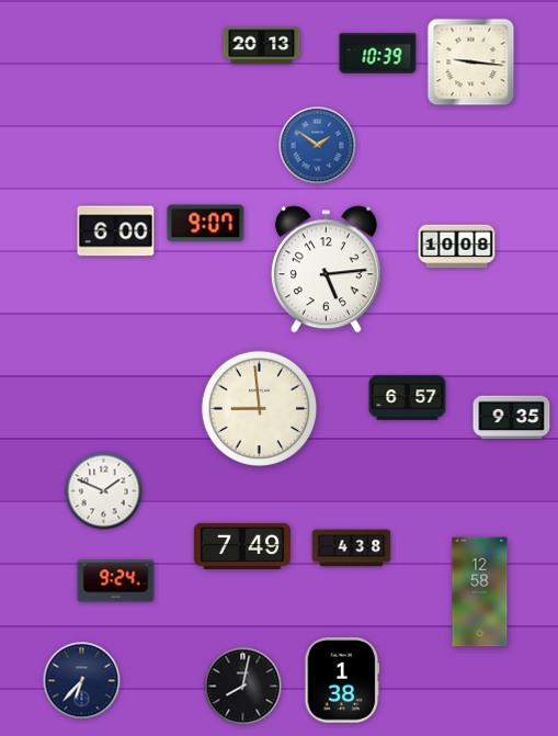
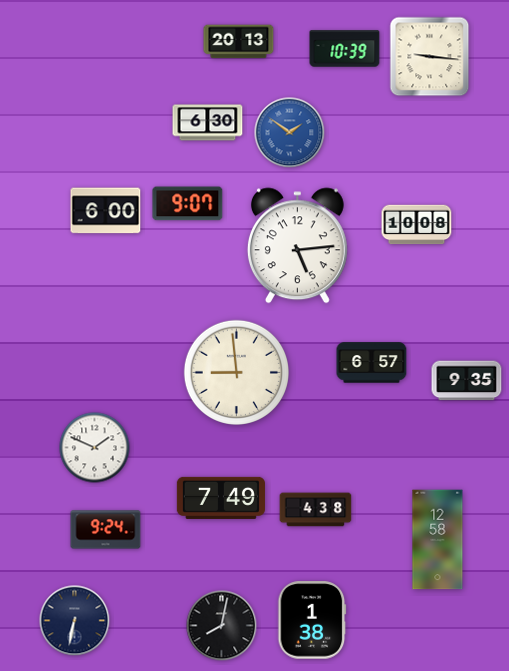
clock at (208, 123): none -> 6:30
clock at (352, 548) position: (352, 548) -> (316, 510)
clock at (82, 681): 6:37 -> 6:32
